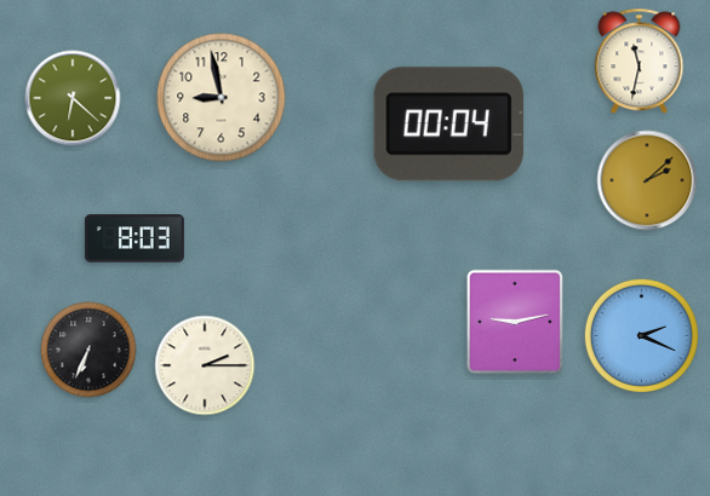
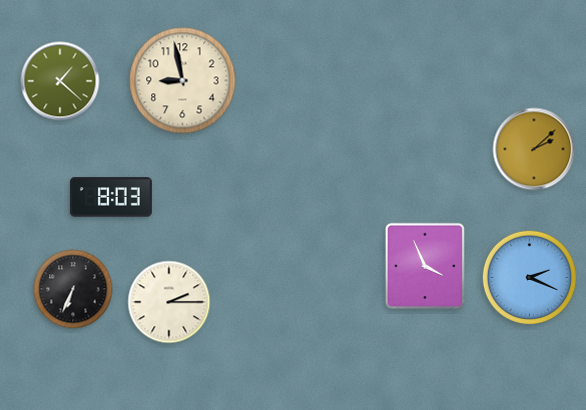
clock at (640, 62): 11:32 -> none
clock at (73, 98): 6:22 -> 1:22
clock at (448, 125): 00:04 -> none
clock at (514, 321): 9:13 -> 3:56
